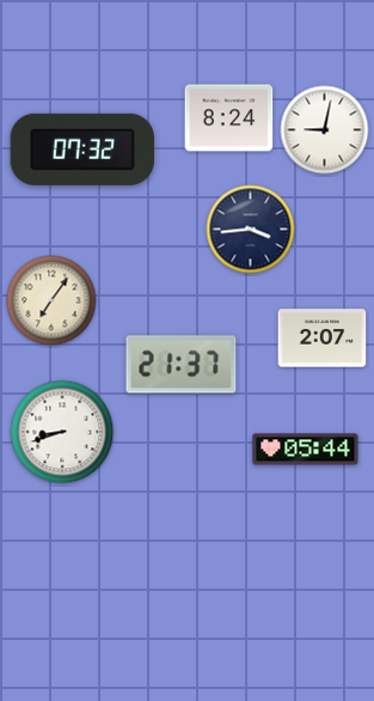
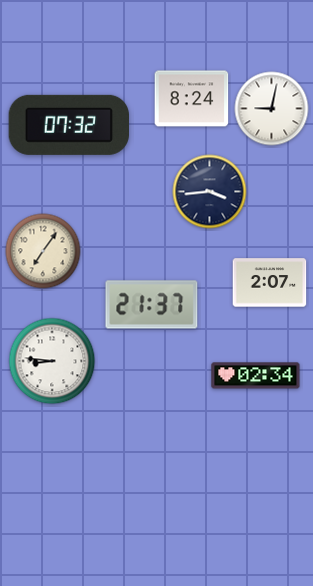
clock at (62, 432): 8:42 -> 8:46
clock at (306, 450): 05:44 -> 02:34
